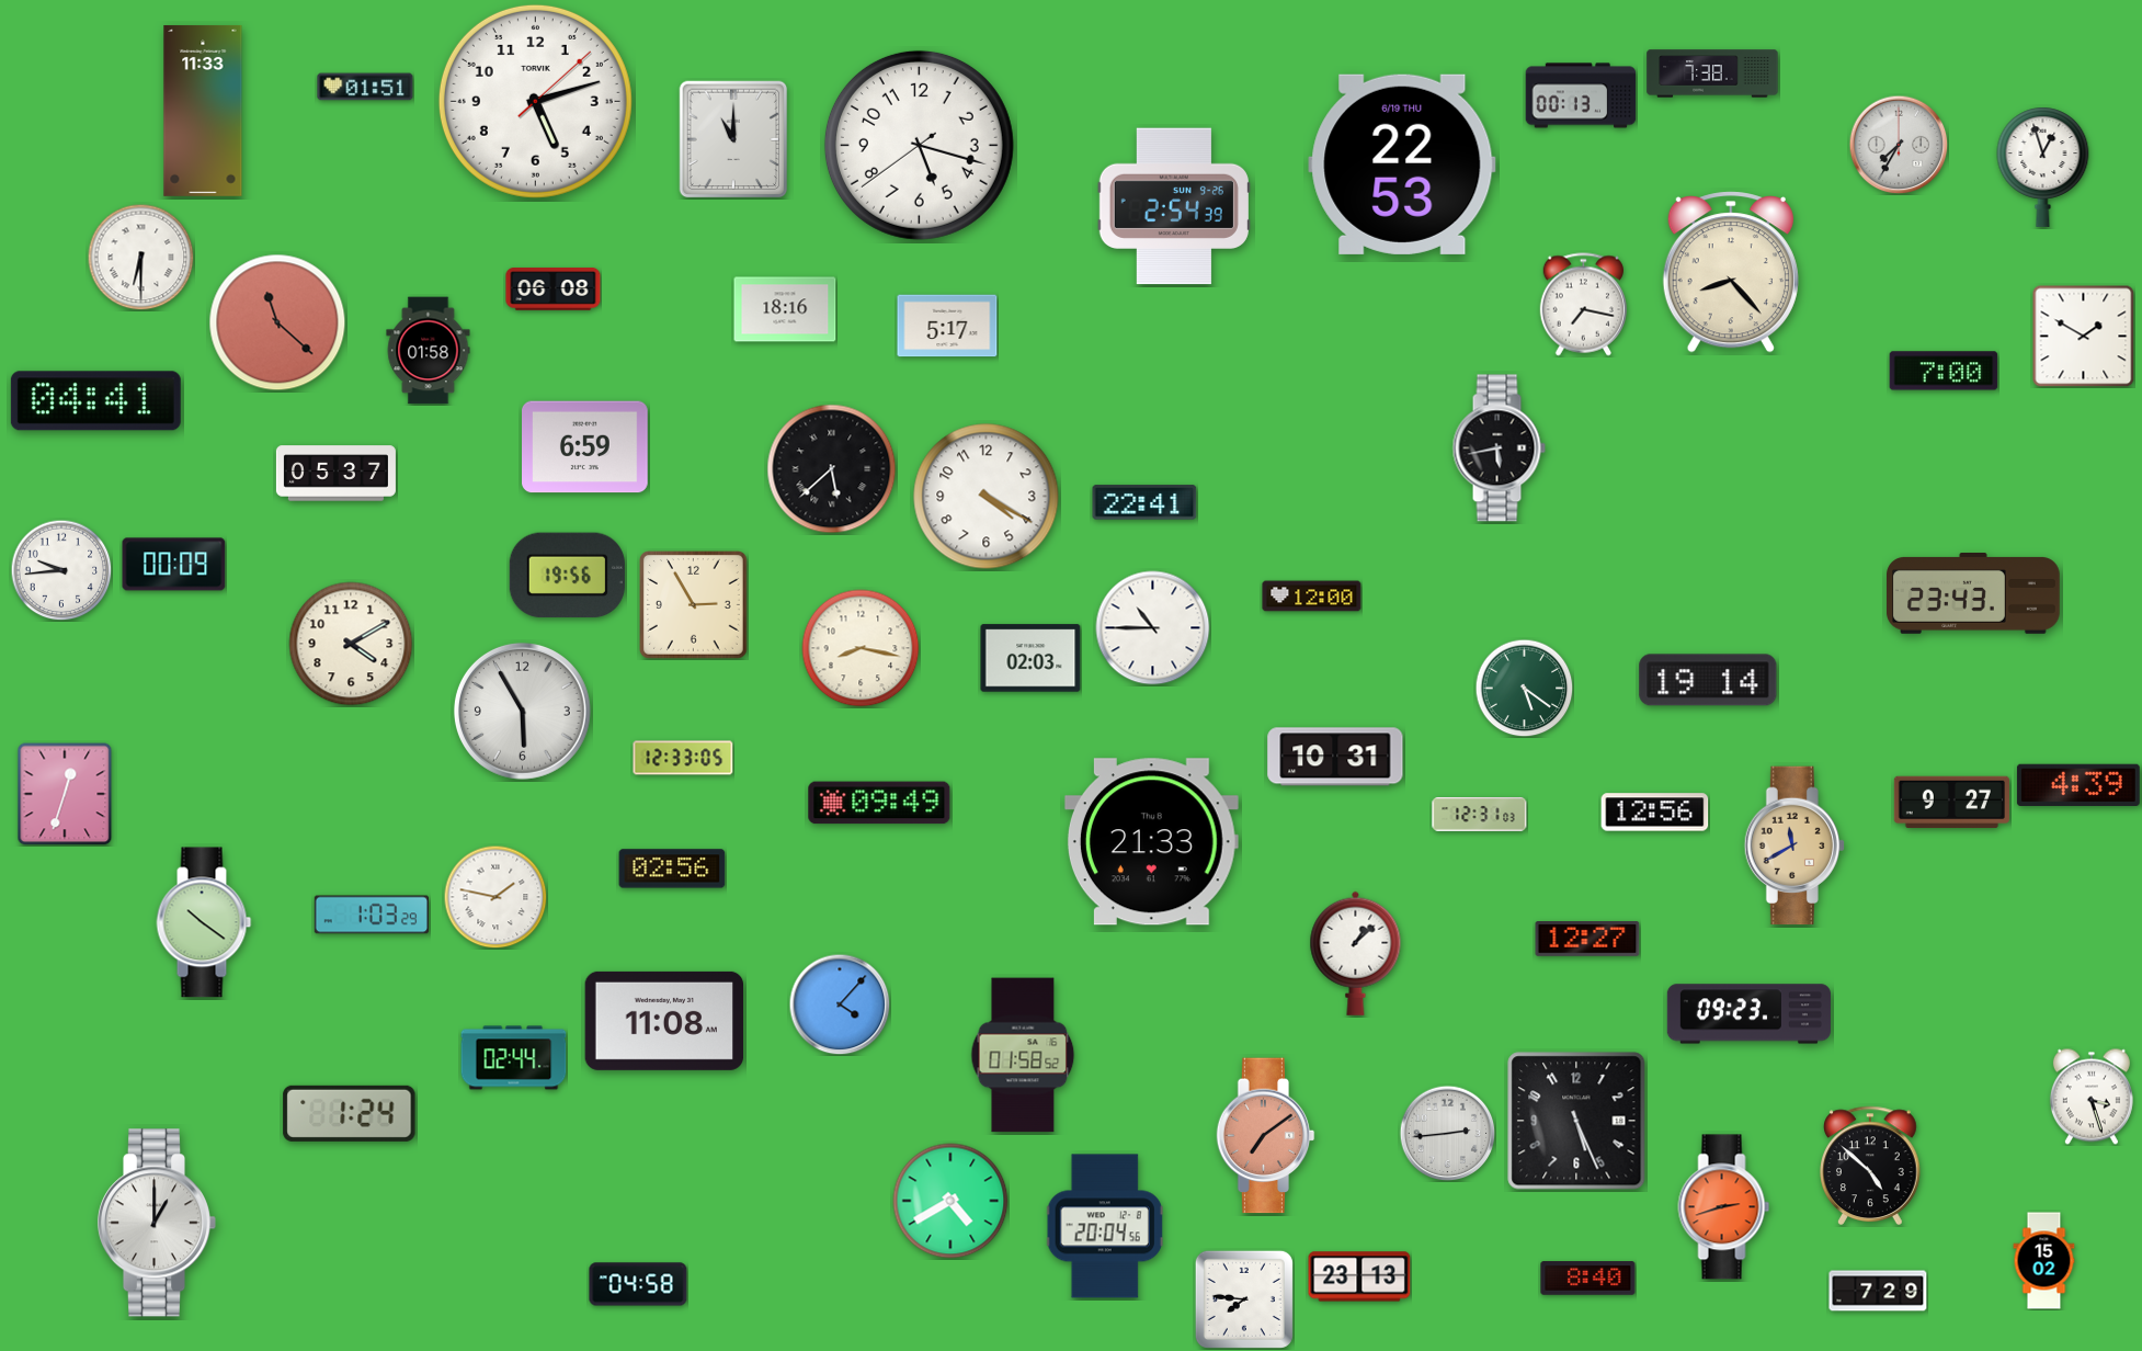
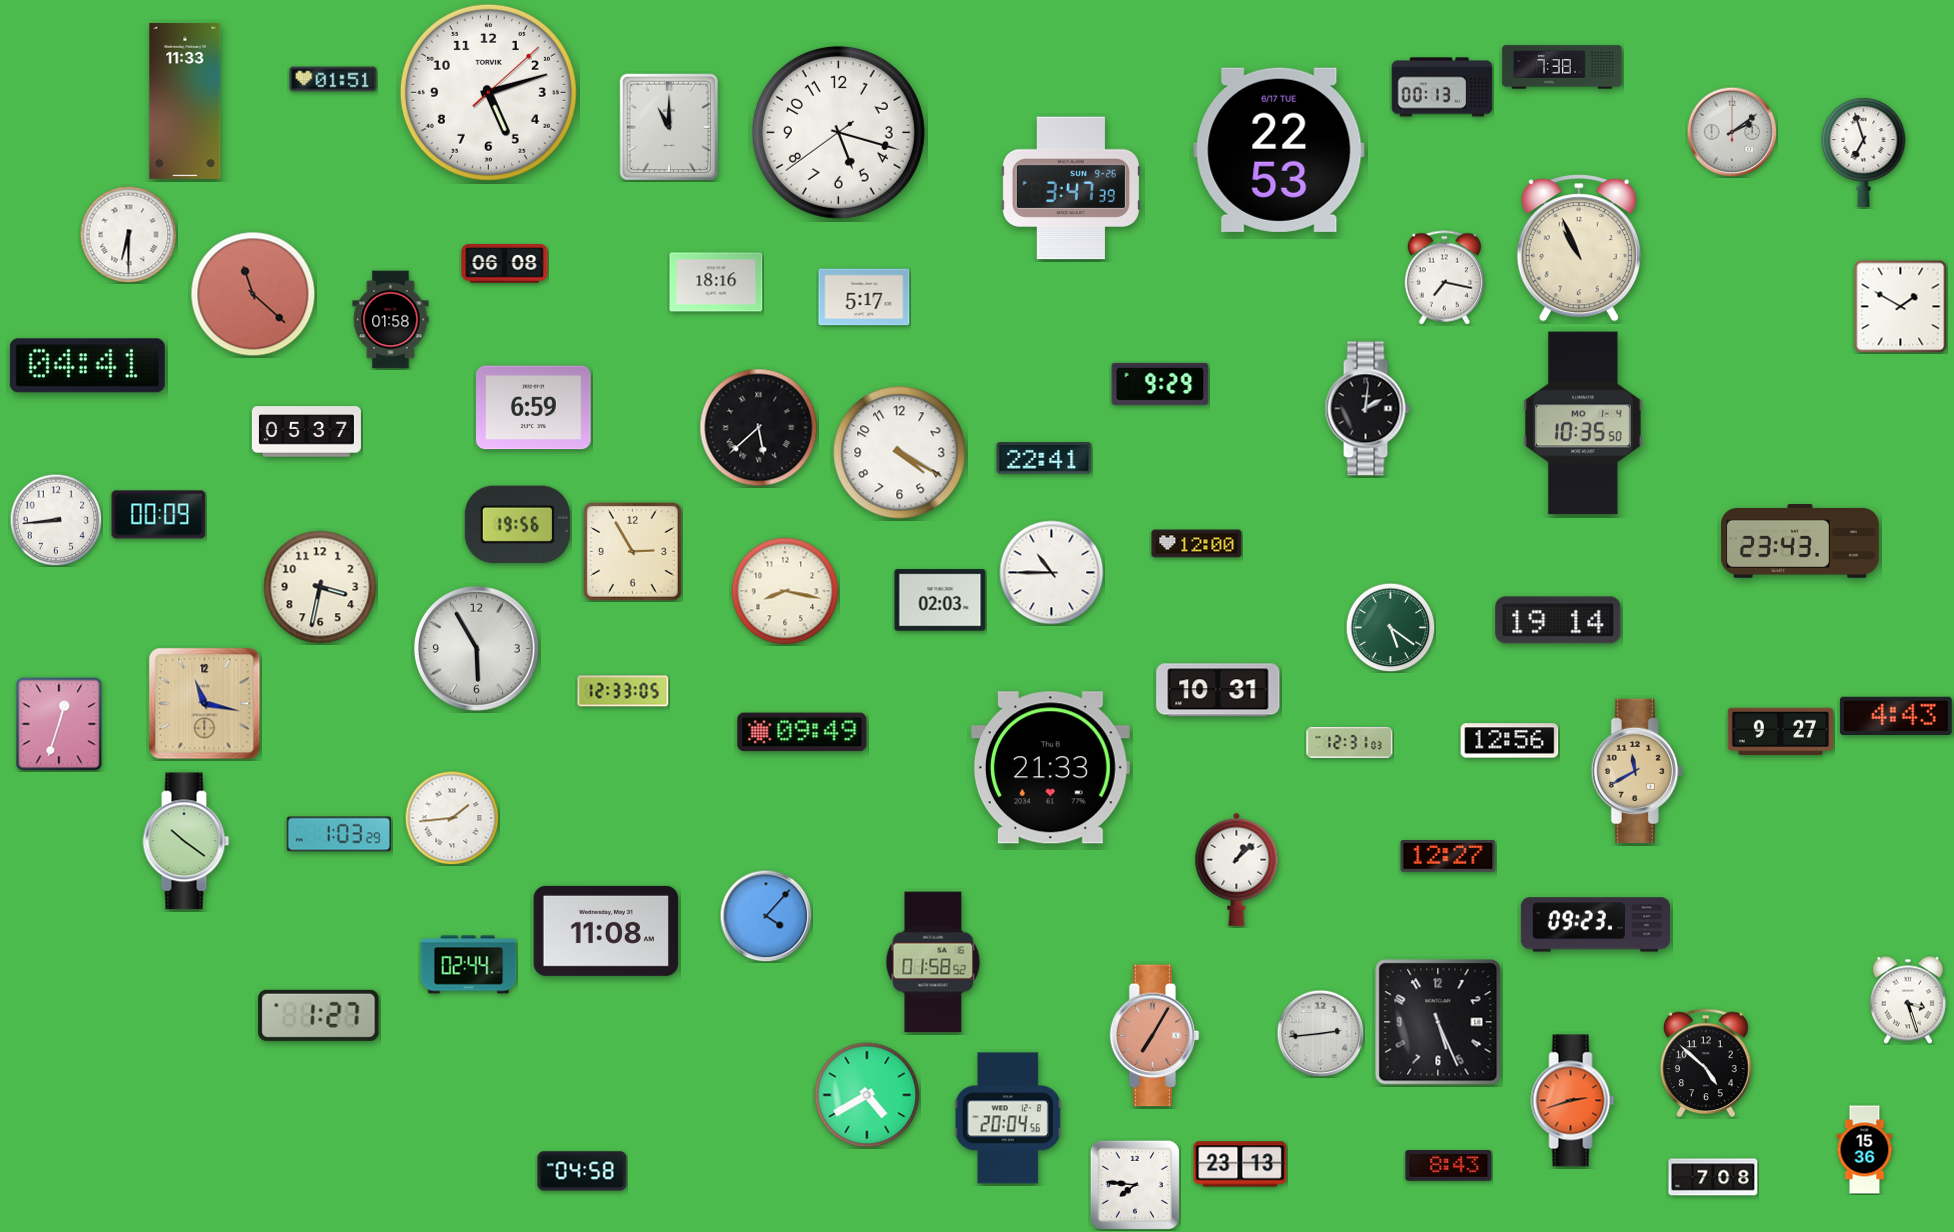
clock at (1899, 145): 7:35 -> 2:09
clock at (1402, 164) date: 6/19 THU -> 6/17 TUE
clock at (2043, 167): 12:57 -> 6:57
clock at (1174, 206): 2:54 -> 3:47
clock at (1731, 272): 8:23 -> 10:56
clock at (1944, 371): 7:00 -> none
clock at (1160, 384): none -> 9:29
clock at (1499, 449): 5:43 -> 2:01
clock at (1583, 423): none -> 10:35
clock at (61, 570): 9:44 -> 8:44
clock at (351, 644): 4:10 -> 3:32
clock at (205, 704): none -> 11:17
clock at (2078, 784): 4:39 -> 4:43
clock at (672, 869): 02:56 -> none
clock at (495, 897): 1:47 -> 1:44
clock at (350, 1113): 1:24 -> 1:27
clock at (1266, 1136): 7:09 -> 7:05
clock at (157, 1223): 1:00 -> none
clock at (2044, 1261): 15:02 -> 15:36
clock at (1588, 1279): 8:40 -> 8:43
clock at (1878, 1291): 7:29 -> 7:08
